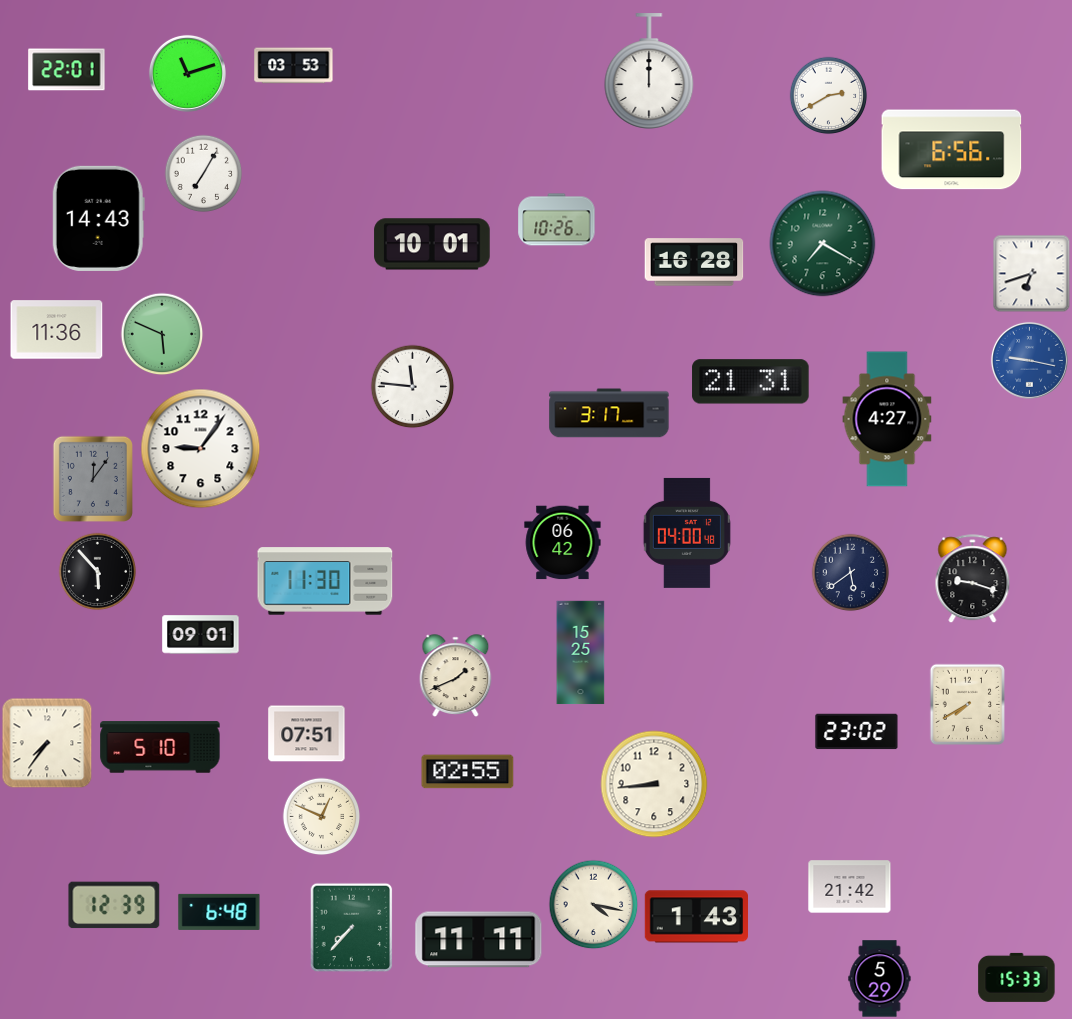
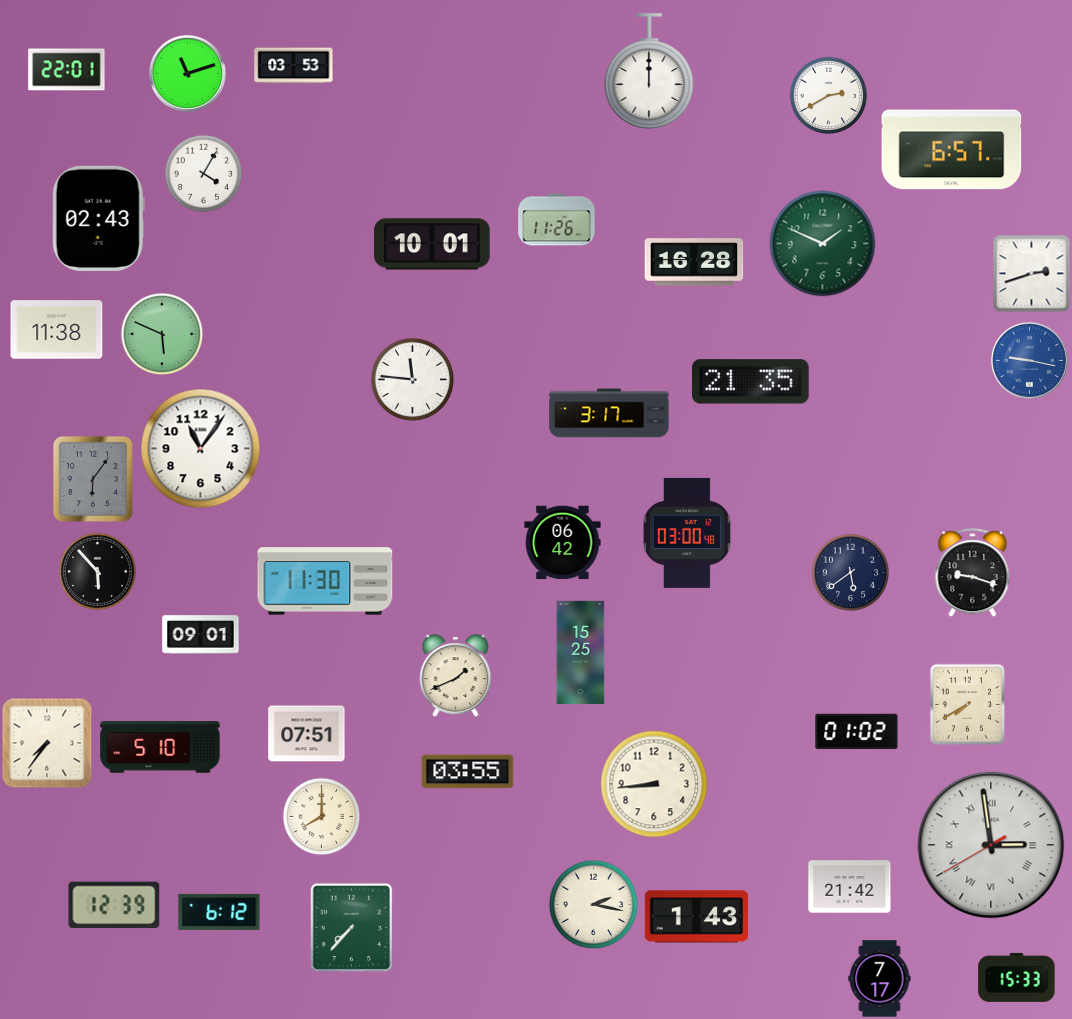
clock at (952, 150): 6:56 -> 6:57
clock at (203, 173): 7:05 -> 4:05
clock at (98, 218): 14:43 -> 02:43
clock at (557, 220): 10:26 -> 11:26
clock at (823, 244): 7:20 -> 1:49
clock at (1031, 273): 6:42 -> 2:42
clock at (57, 330): 11:36 -> 11:38
clock at (751, 382): 21:31 -> 21:35
clock at (412, 386) position: (412, 386) -> (412, 379)
clock at (887, 419): 4:27 -> none
clock at (201, 449): 9:06 -> 11:06
clock at (93, 479): 12:06 -> 6:06
clock at (687, 533): 04:00 -> 03:00
clock at (973, 579) position: (973, 579) -> (973, 573)
clock at (857, 732): 23:02 -> 01:02
clock at (468, 772): 02:55 -> 03:55
clock at (321, 816): 12:49 -> 8:00
clock at (991, 845): none -> 2:58
clock at (593, 904): 4:17 -> 2:17
clock at (219, 912): 6:48 -> 6:12
clock at (479, 940): 11:11 -> none
clock at (880, 979): 5:29 -> 7:17
